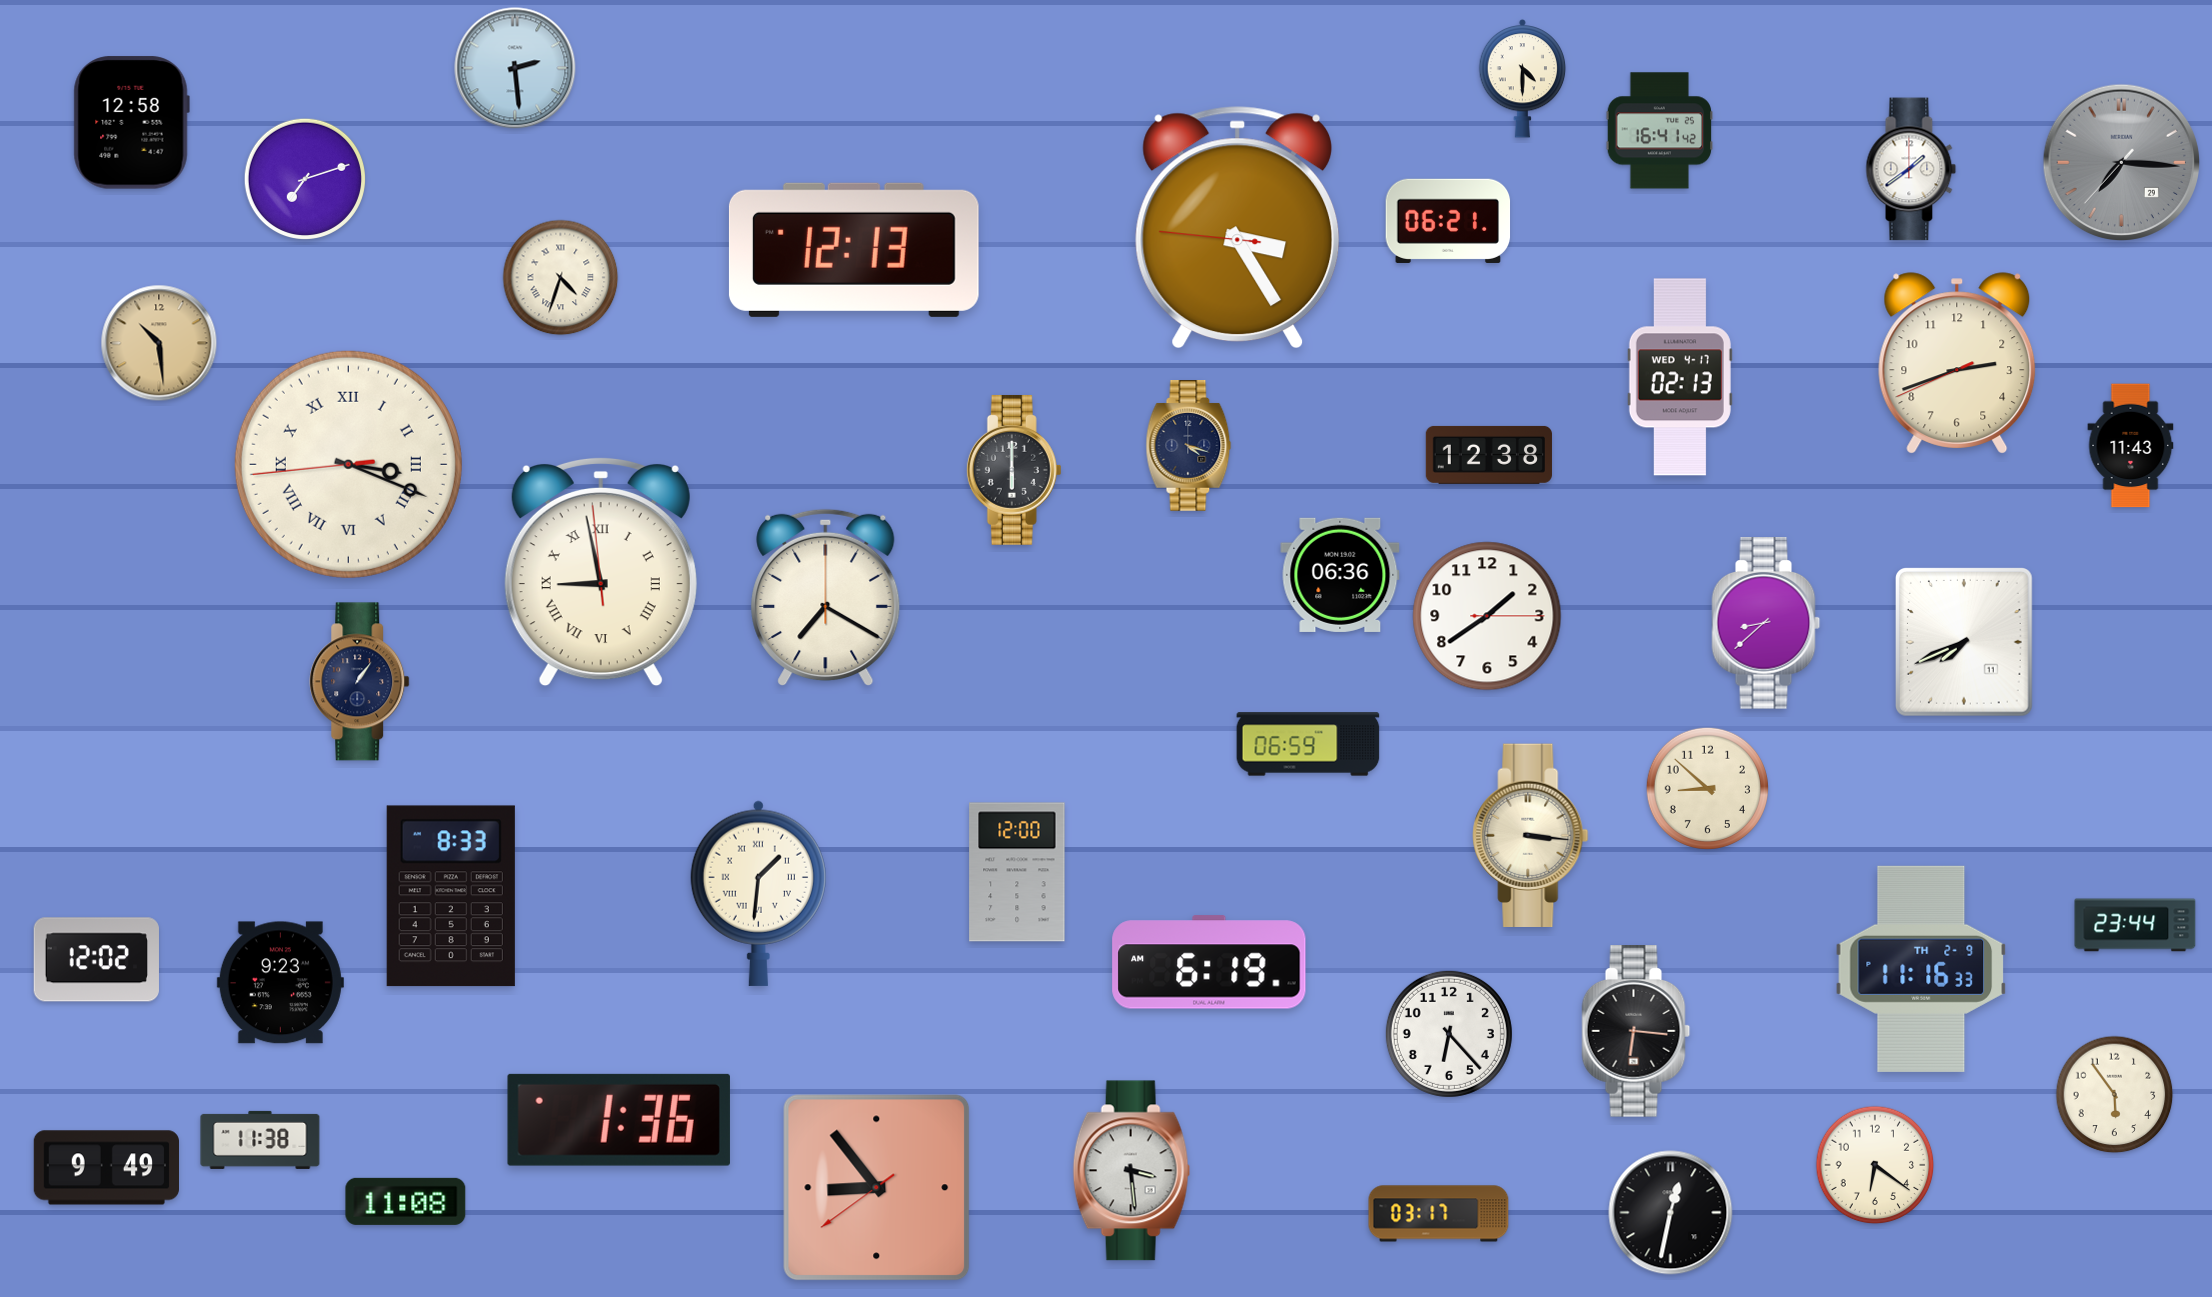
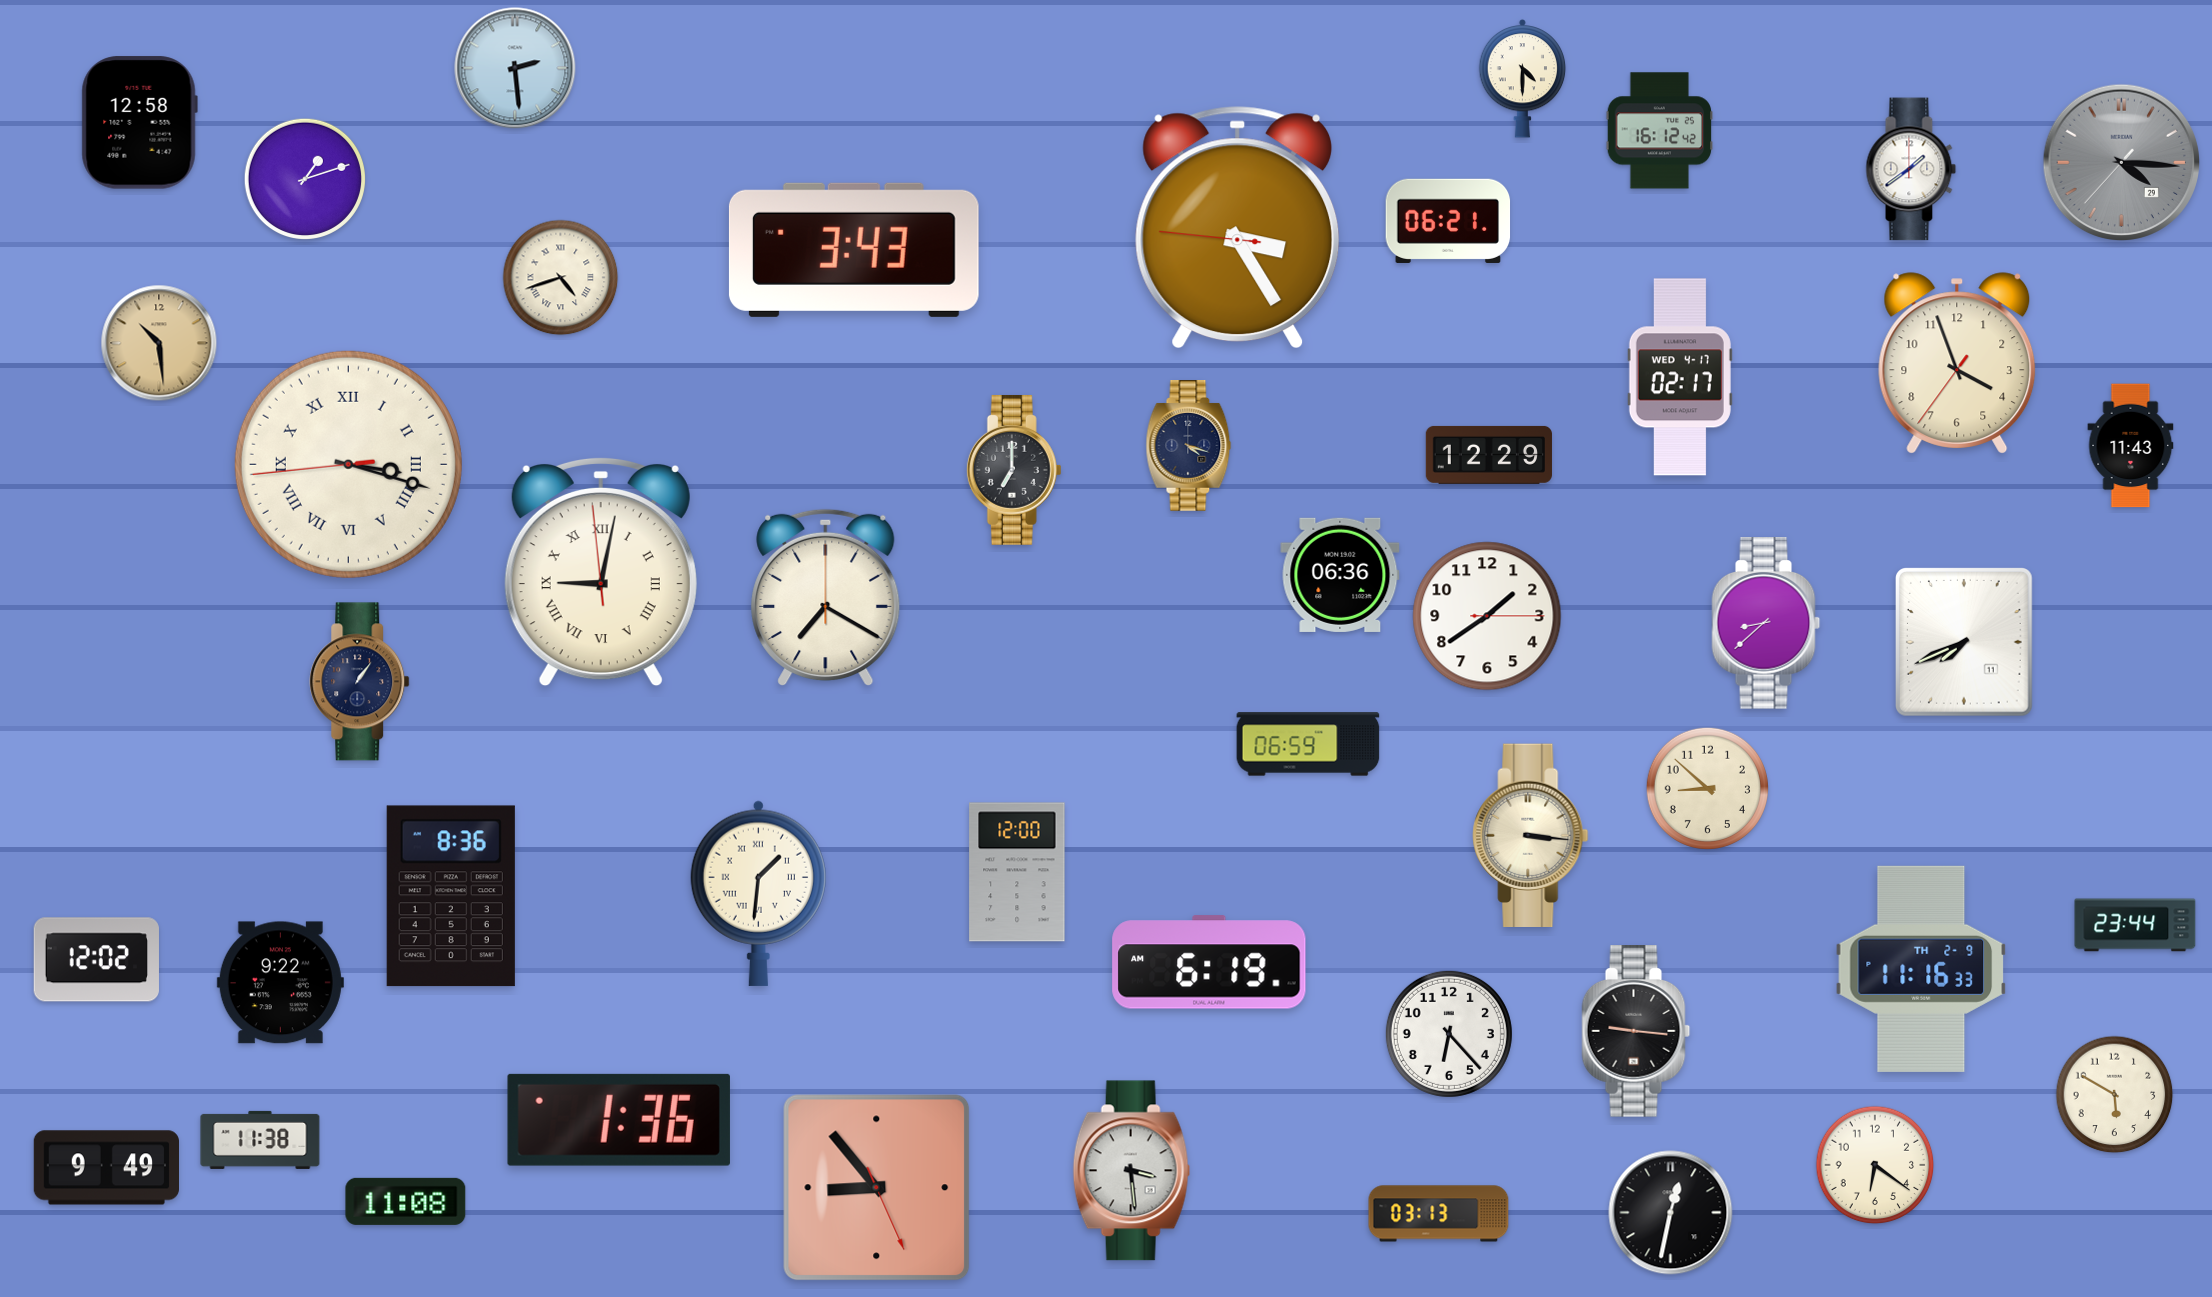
clock at (131, 123) position: (131, 123) -> (139, 123)
clock at (1660, 131): 16:41 -> 16:12
clock at (2122, 163): 7:15 -> 4:15
clock at (304, 178): 7:12 -> 1:12
clock at (854, 250): 12:13 -> 3:43
clock at (561, 278): 4:33 -> 4:42
clock at (1957, 363): 2:41 -> 3:56
clock at (1680, 377): 02:13 -> 02:17
clock at (1488, 455): 12:38 -> 12:29
clock at (348, 464): 3:18 -> 3:17
clock at (1014, 470): 6:00 -> 7:00
clock at (601, 572): 8:57 -> 9:01
clock at (451, 896): 8:33 -> 8:36
clock at (280, 983): 9:23 -> 9:22
clock at (1636, 1031): 6:16 -> 9:16
clock at (2115, 1095): 5:54 -> 5:50
clock at (877, 1188): 8:53:39 -> 8:53:26
clock at (1439, 1214): 03:17 -> 03:13
